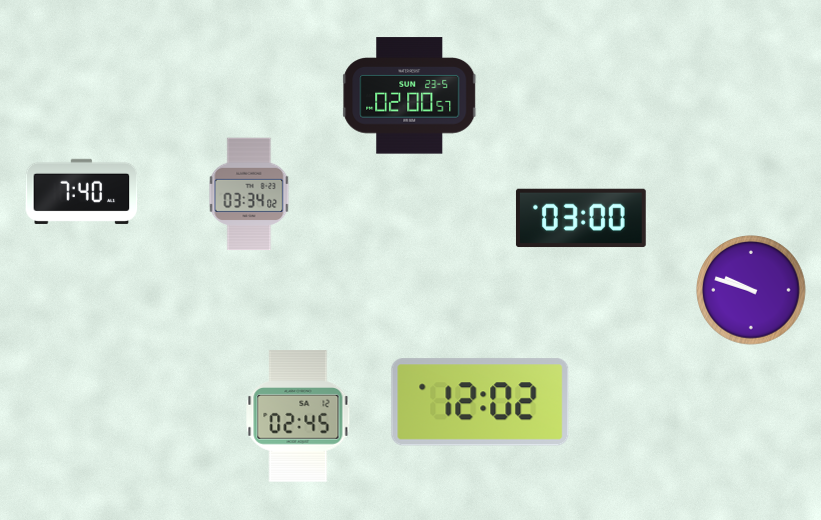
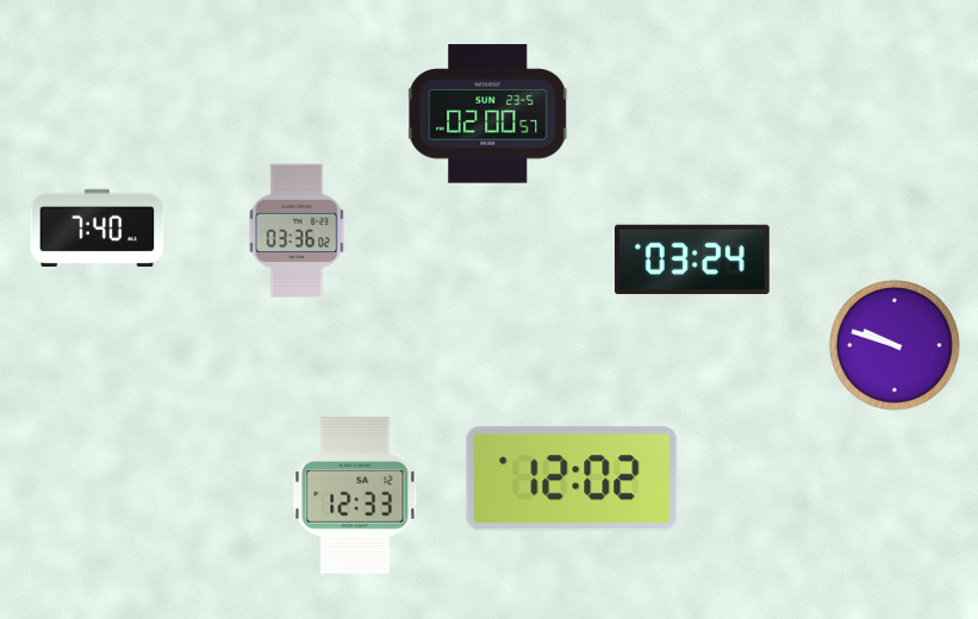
clock at (249, 194): 03:34 -> 03:36
clock at (581, 218): 03:00 -> 03:24
clock at (298, 416): 02:45 -> 12:33
